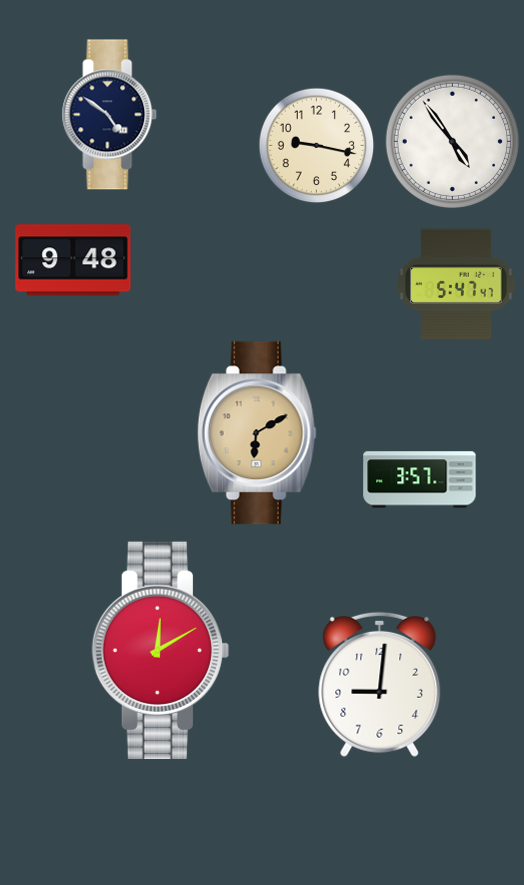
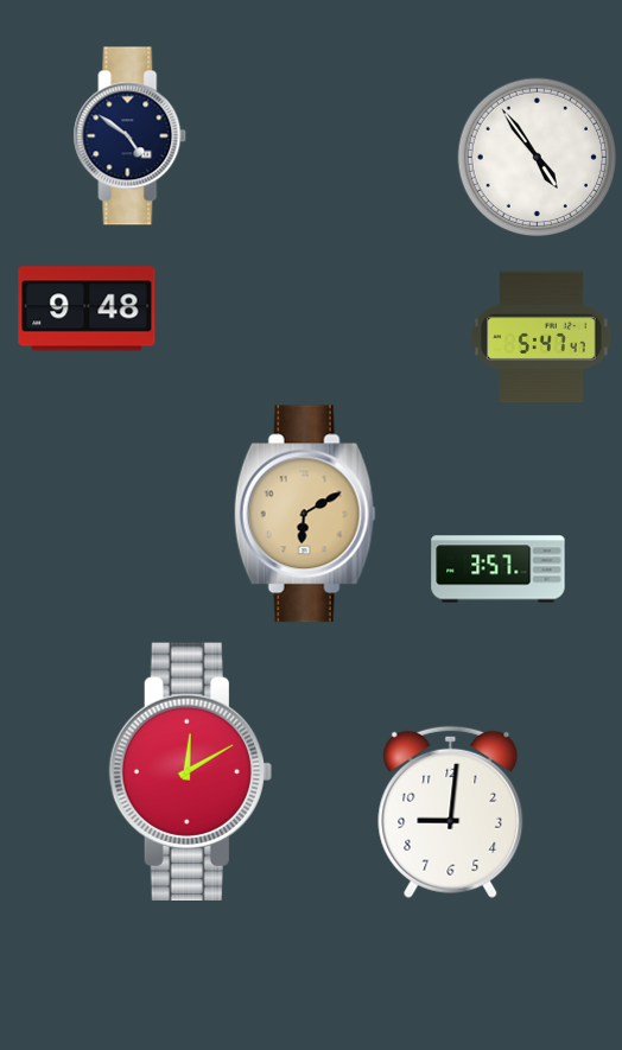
clock at (453, 142) position: (453, 142) -> (538, 158)
clock at (317, 146): 9:17 -> none
